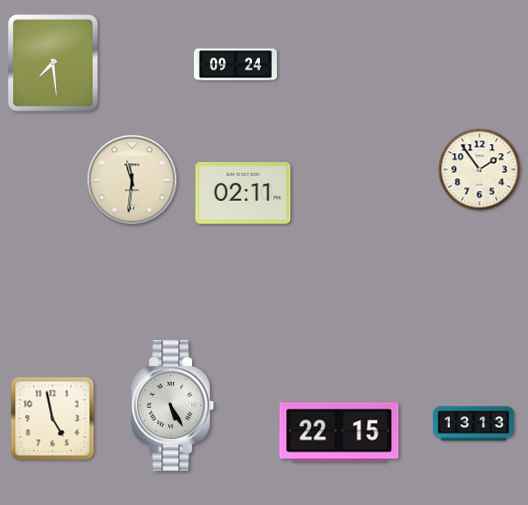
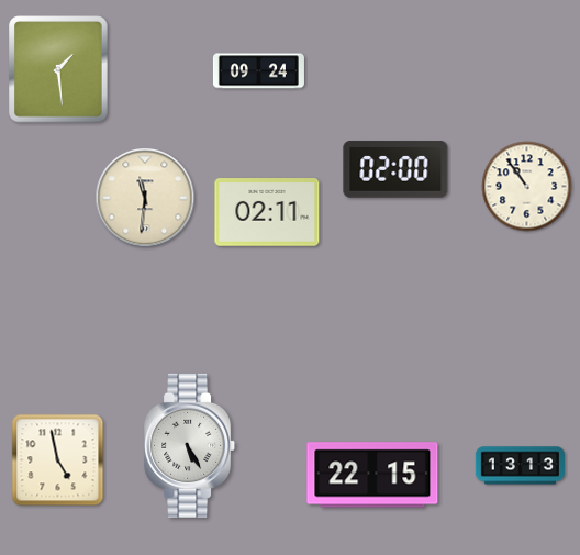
clock at (53, 63): 7:29 -> 1:29
clock at (395, 170): none -> 02:00
clock at (480, 170): 1:54 -> 10:54
